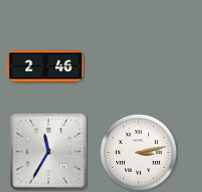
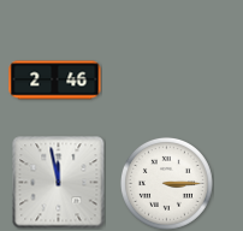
clock at (49, 152): 11:35 -> 11:58
clock at (138, 152): 3:13 -> 3:15
